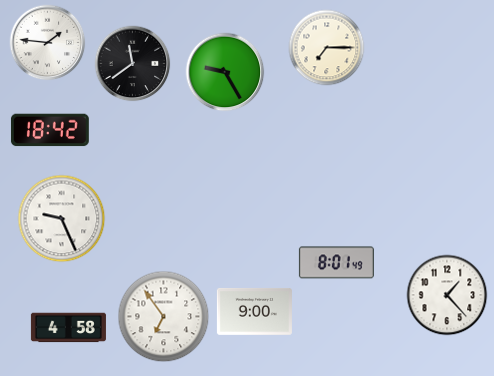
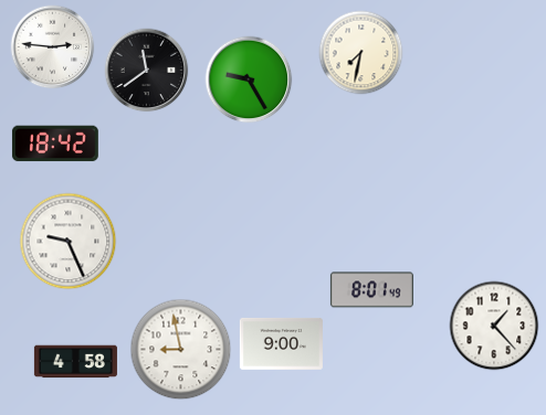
clock at (48, 43): 1:46 -> 2:46
clock at (327, 48): 7:15 -> 7:32
clock at (164, 317): 6:54 -> 8:58
